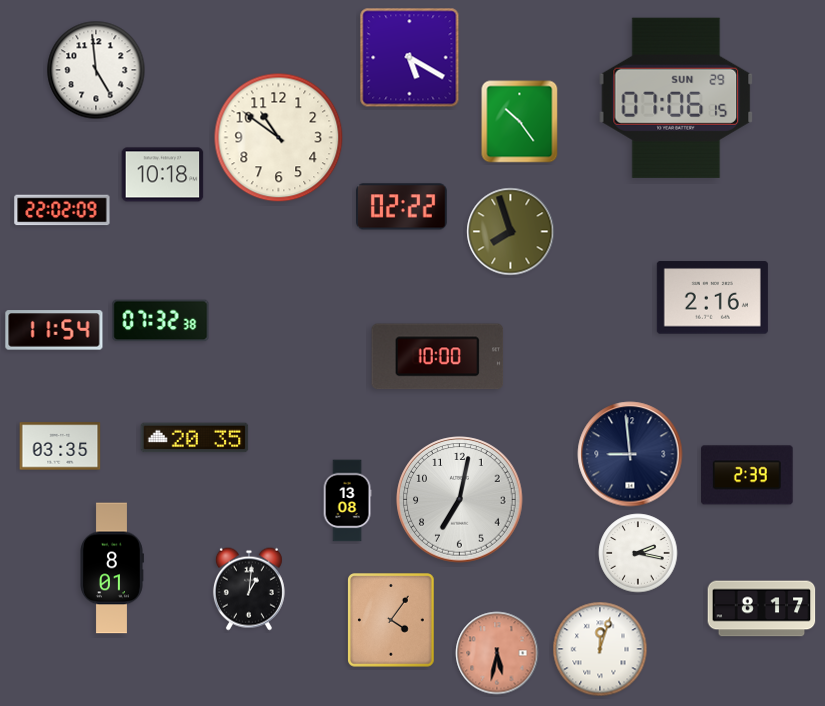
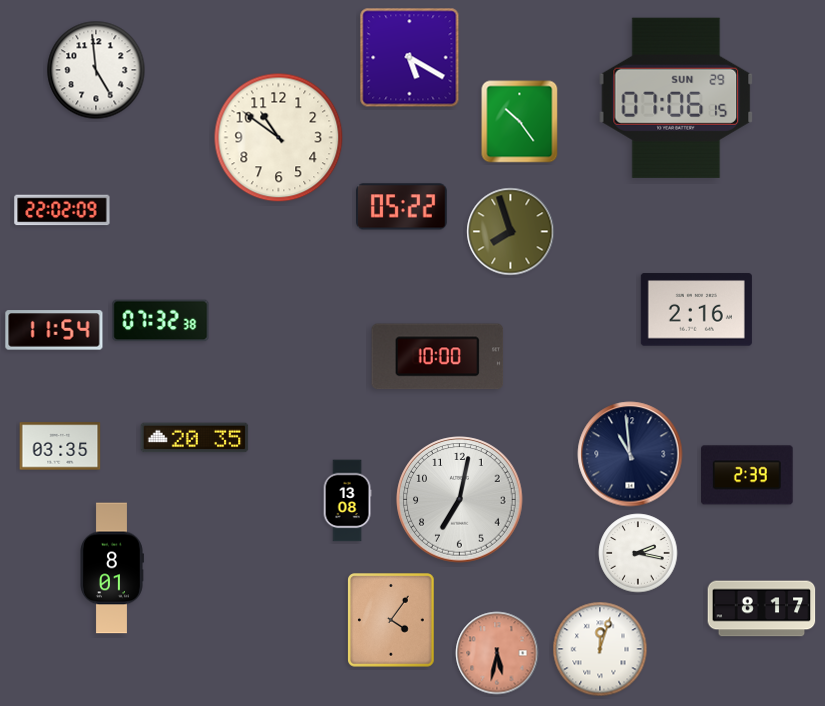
clock at (163, 175): 10:18 -> none
clock at (402, 207): 02:22 -> 05:22
clock at (712, 298) position: (712, 298) -> (696, 310)
clock at (630, 454): 8:59 -> 10:59
clock at (249, 589): 1:01 -> none
